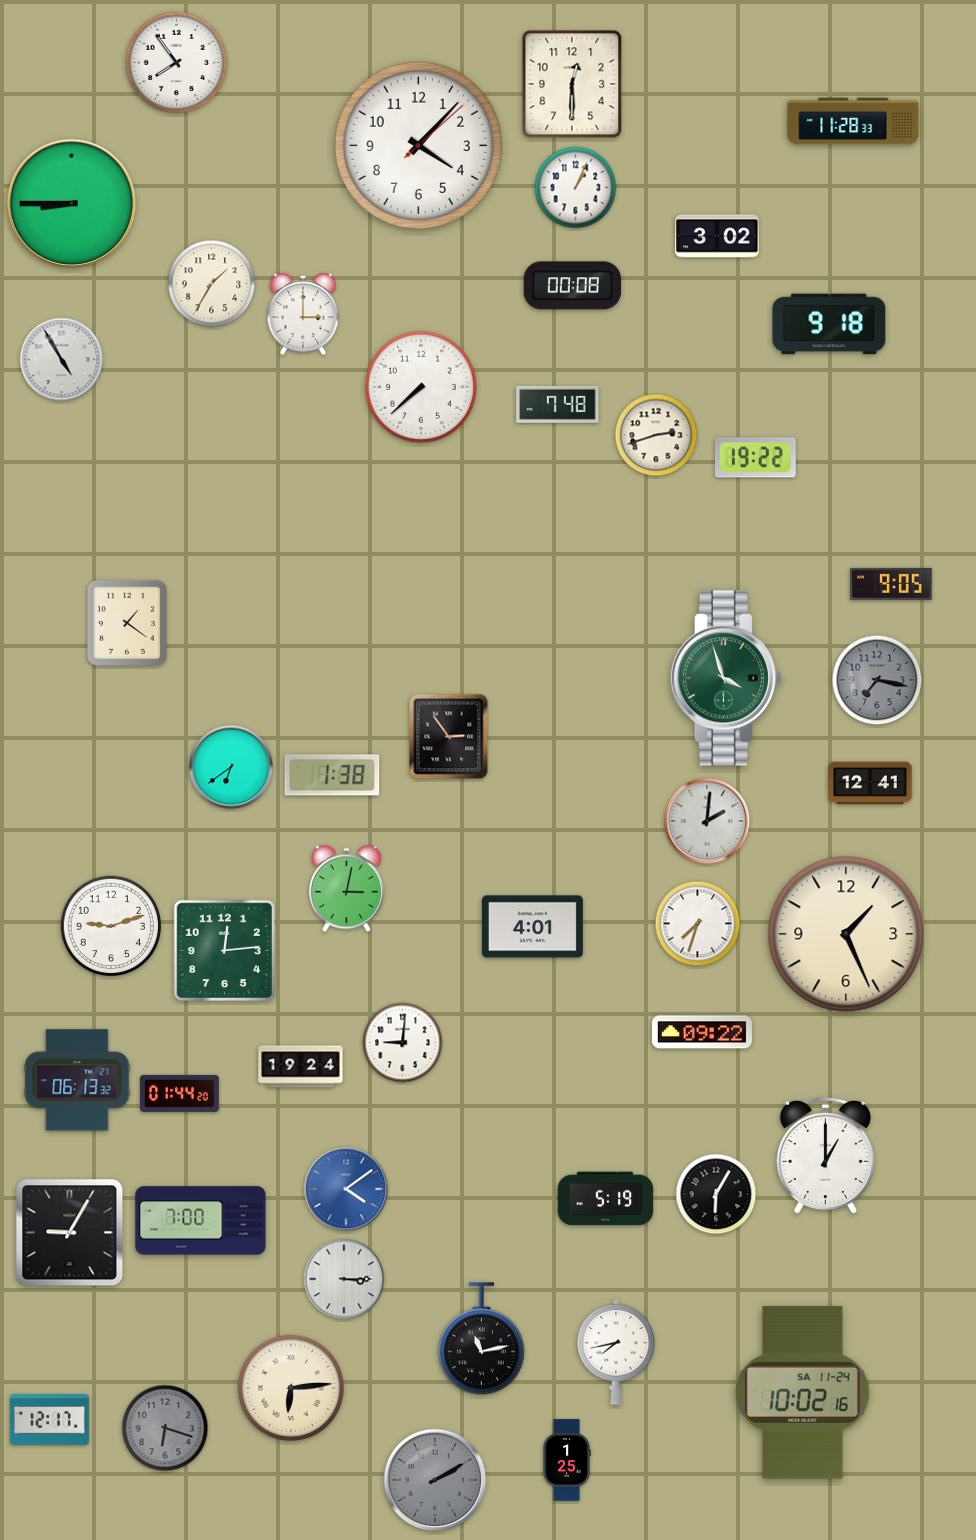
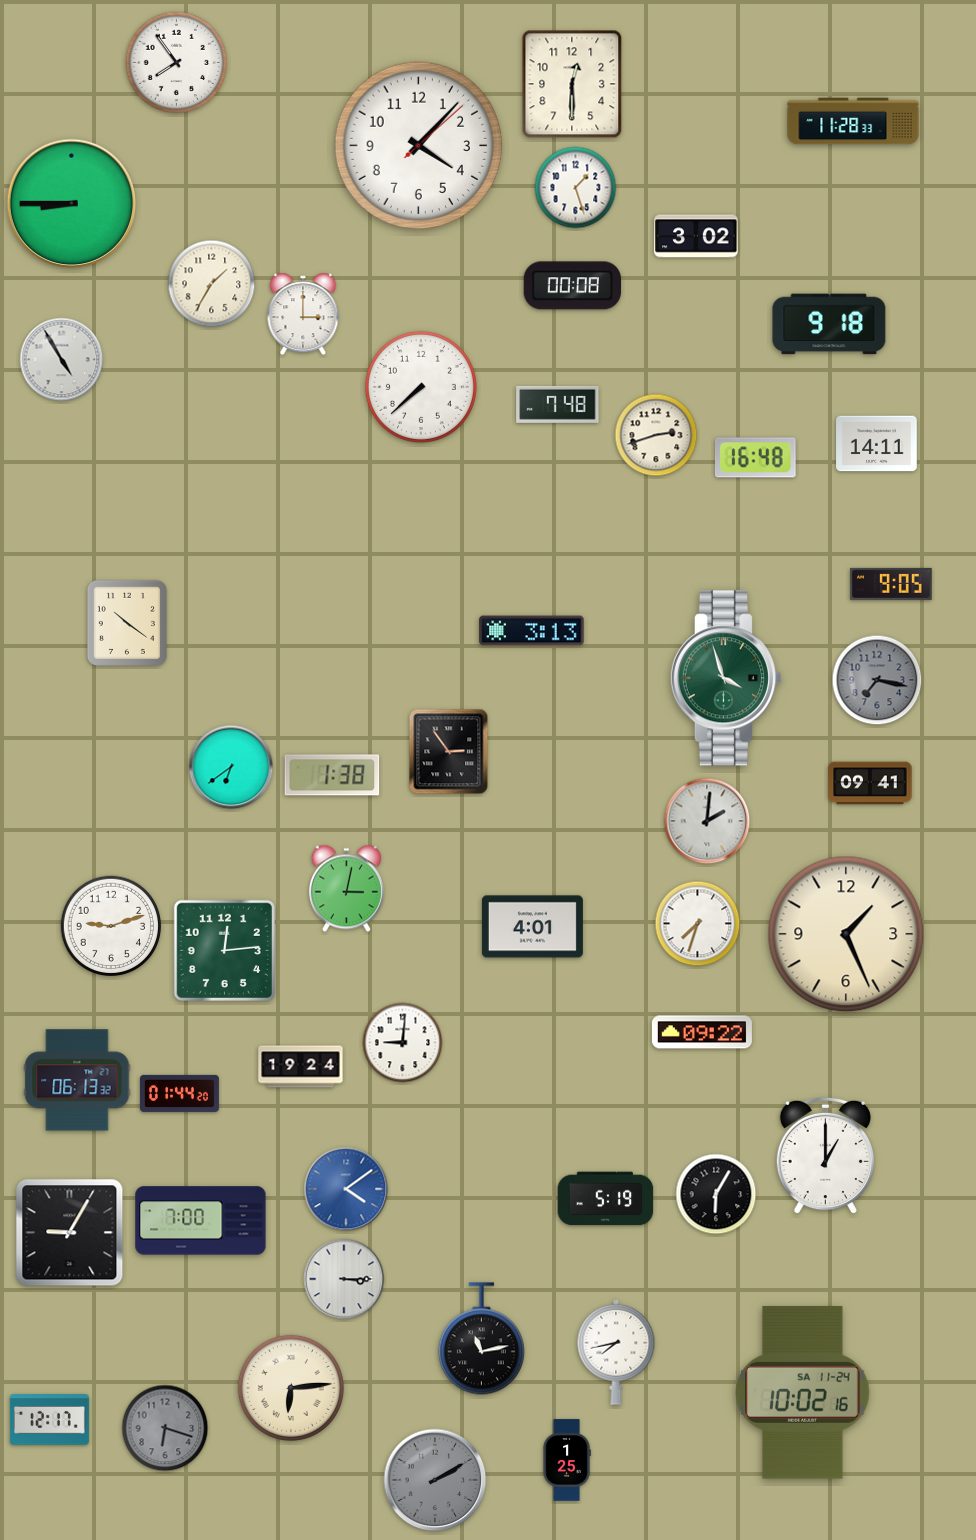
clock at (576, 188): 1:04 -> 1:27
clock at (717, 236) position: (717, 236) -> (696, 236)
clock at (877, 444): none -> 14:11
clock at (755, 458): 19:22 -> 16:48
clock at (127, 623): 1:21 -> 10:21
clock at (532, 631): none -> 3:13
clock at (449, 737) position: (449, 737) -> (449, 752)
clock at (870, 783): 12:41 -> 09:41
